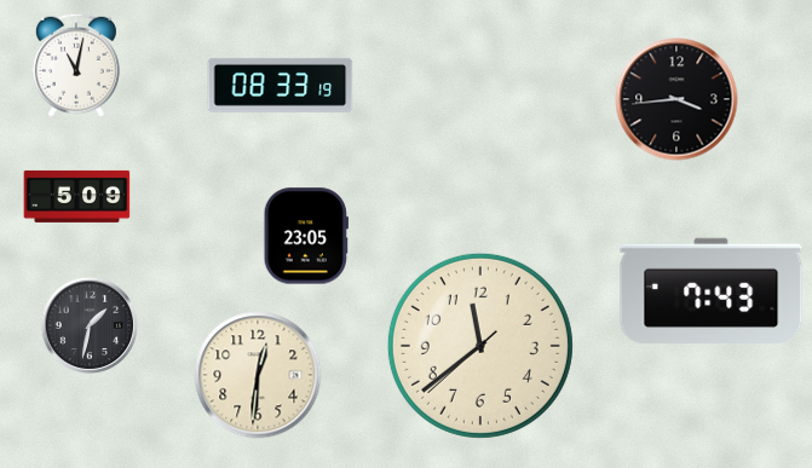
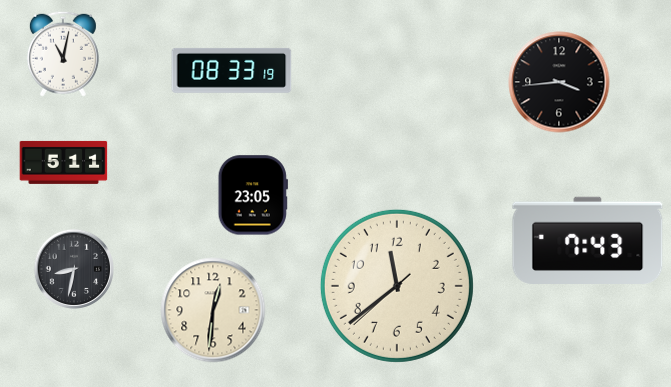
clock at (77, 196): 5:09 -> 5:11
clock at (90, 325): 1:32 -> 8:32
